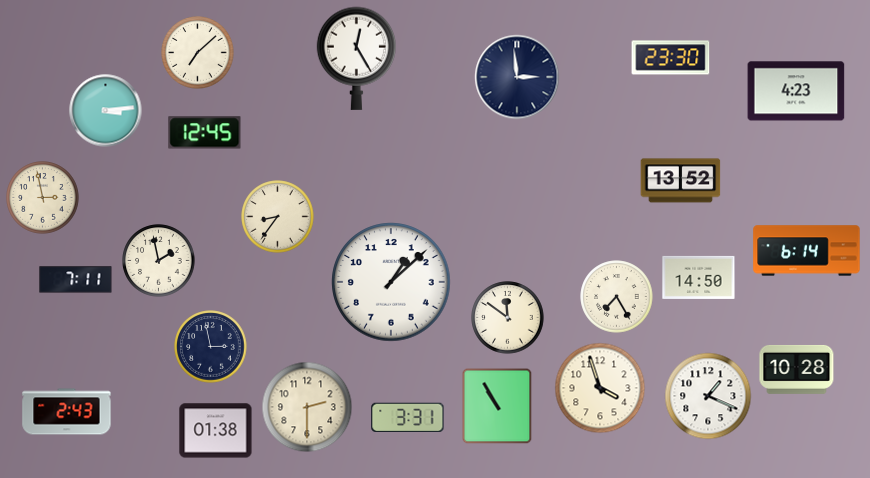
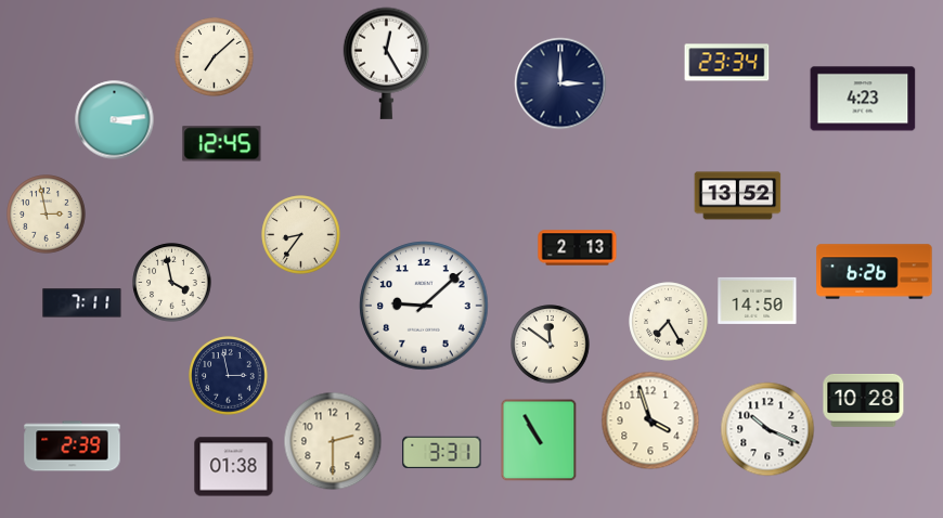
clock at (671, 58): 23:30 -> 23:34
clock at (517, 77): 2:59 -> 3:00
clock at (578, 248): none -> 2:13
clock at (807, 251): 6:14 -> 6:26
clock at (159, 261): 1:58 -> 3:58
clock at (391, 282): 1:08 -> 9:08
clock at (708, 396): 1:19 -> 10:19
clock at (67, 412): 2:43 -> 2:39
